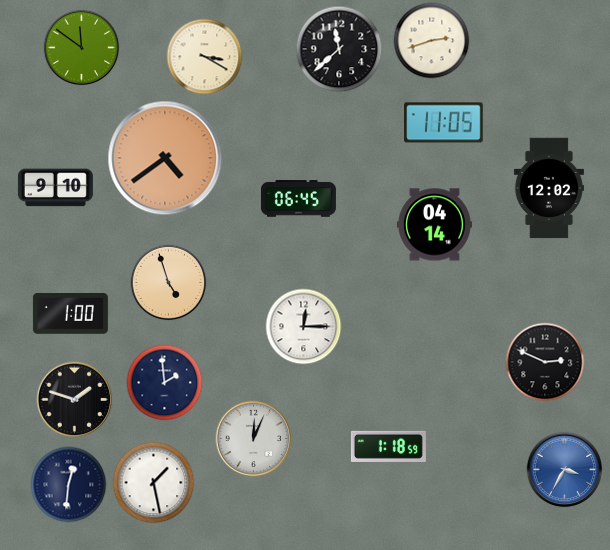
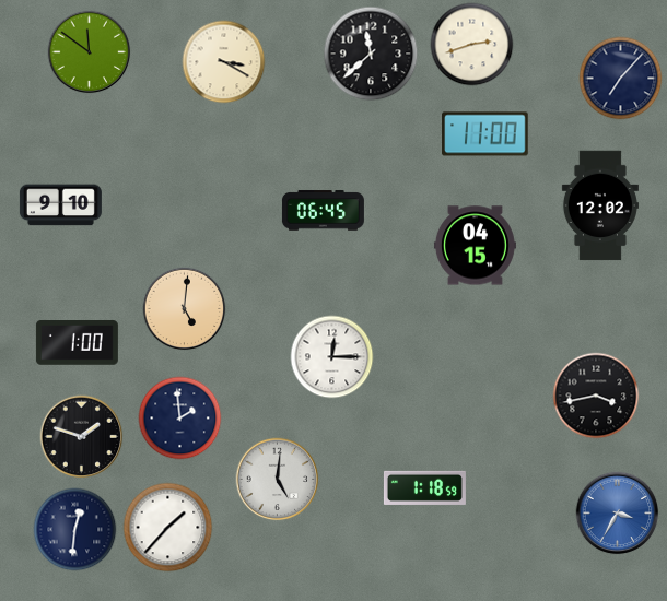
clock at (621, 79): none -> 7:07
clock at (444, 123): 11:05 -> 11:00
clock at (165, 158): 4:39 -> none
clock at (298, 199) position: (298, 199) -> (323, 211)
clock at (434, 225): 04:14 -> 04:15
clock at (169, 283): 4:57 -> 5:01
clock at (545, 362): 2:49 -> 3:43
clock at (254, 439): 12:04 -> 5:01
clock at (154, 483): 1:28 -> 1:37
